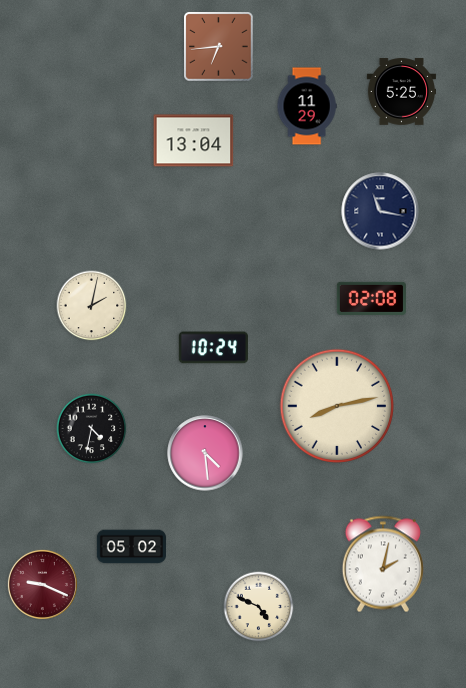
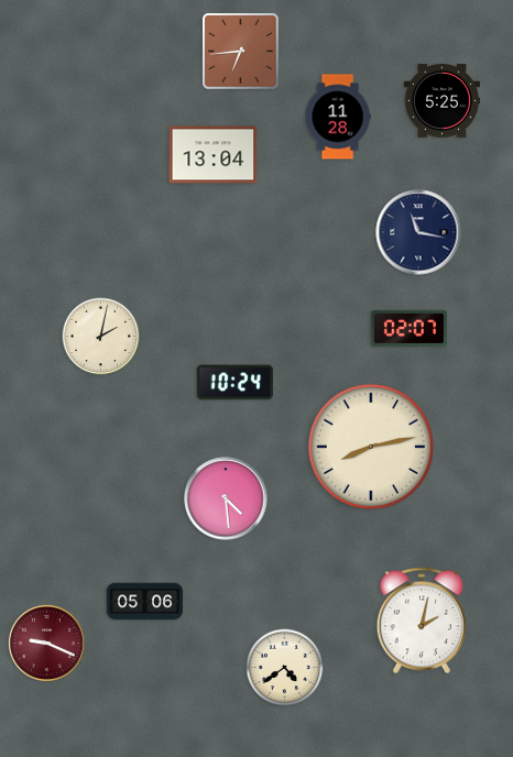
clock at (307, 106): 11:29 -> 11:28
clock at (371, 298): 02:08 -> 02:07
clock at (92, 429): 4:32 -> none
clock at (131, 547): 05:02 -> 05:06
clock at (259, 607): 4:49 -> 4:39
